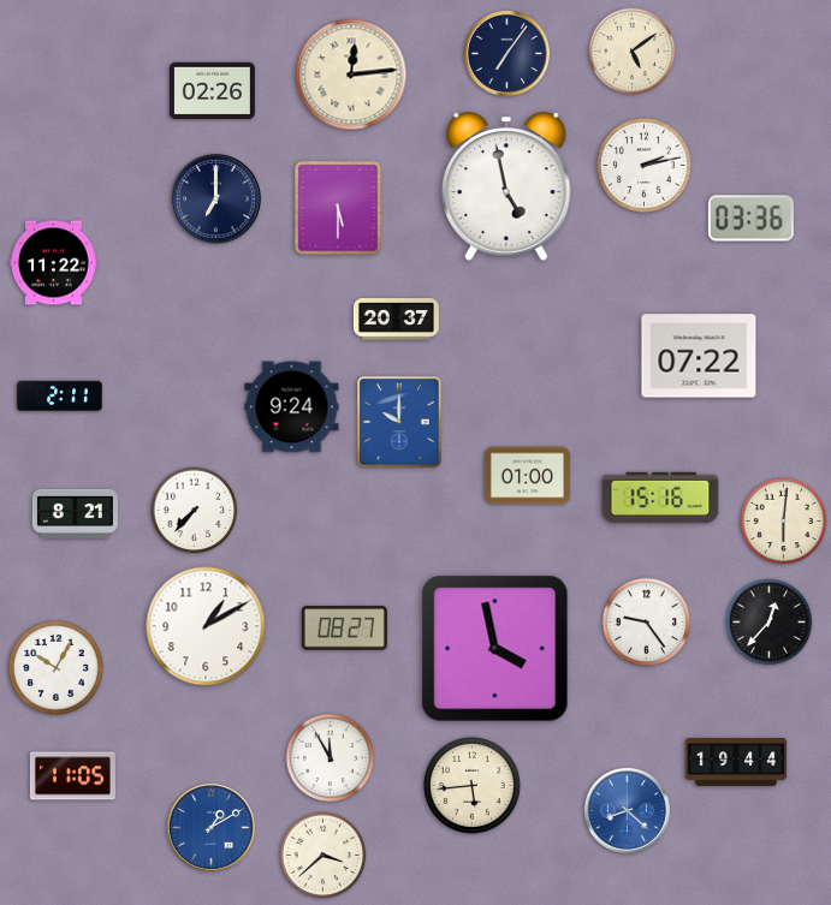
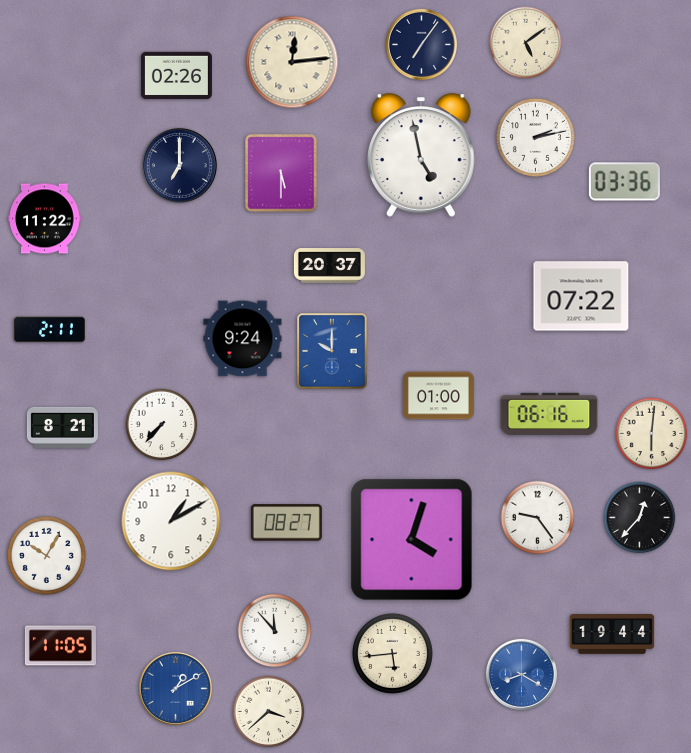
clock at (660, 498): 15:16 -> 06:16
clock at (495, 649): 3:58 -> 4:03
clock at (331, 758): 11:55 -> 11:53
clock at (627, 810): 8:22 -> 8:20
